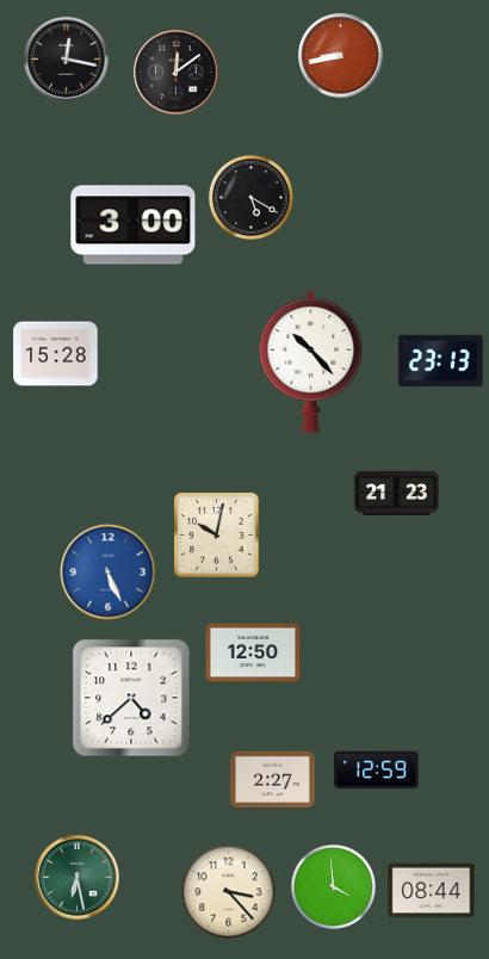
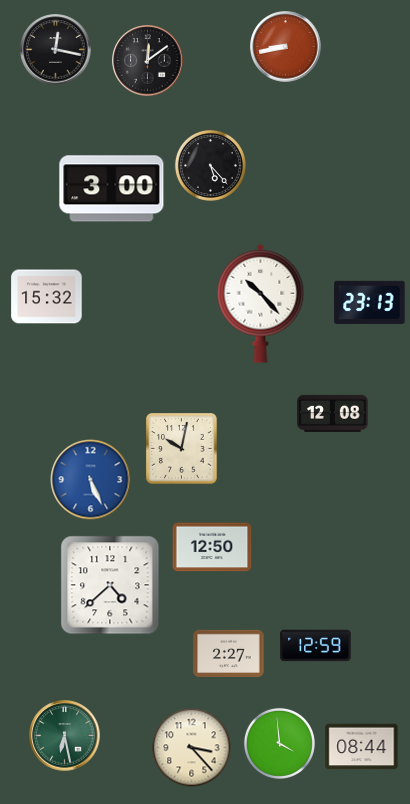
clock at (250, 197): 5:20 -> 5:23
clock at (56, 354): 15:28 -> 15:32
clock at (397, 493): 21:23 -> 12:08
